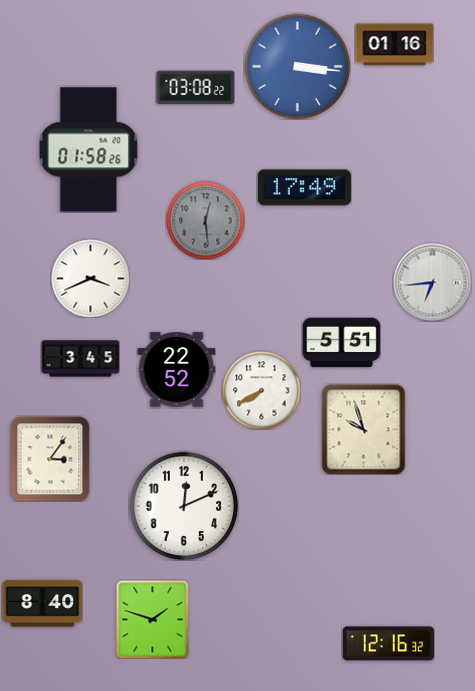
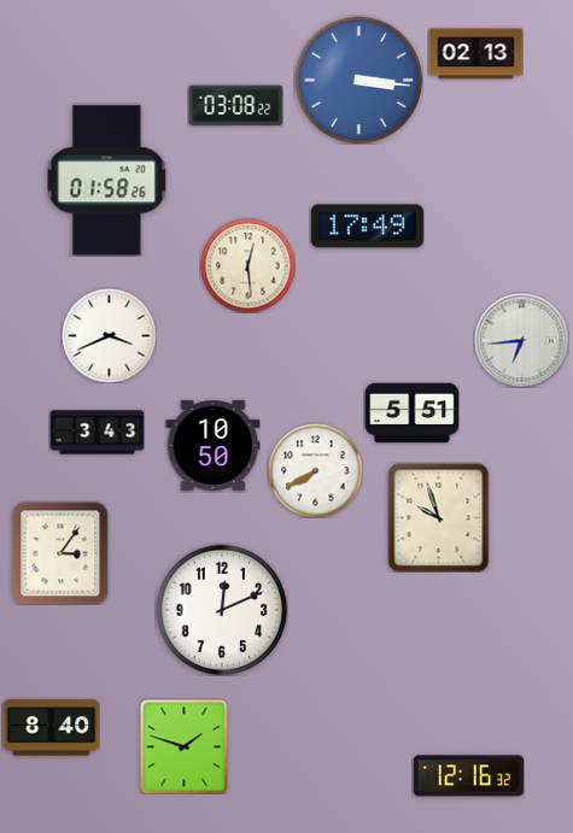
clock at (394, 45): 01:16 -> 02:13
clock at (205, 220) dial: grey -> cream
clock at (80, 359): 3:45 -> 3:43
clock at (176, 370): 22:52 -> 10:50
